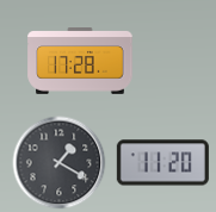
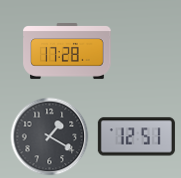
clock at (162, 163): 11:20 -> 12:51
